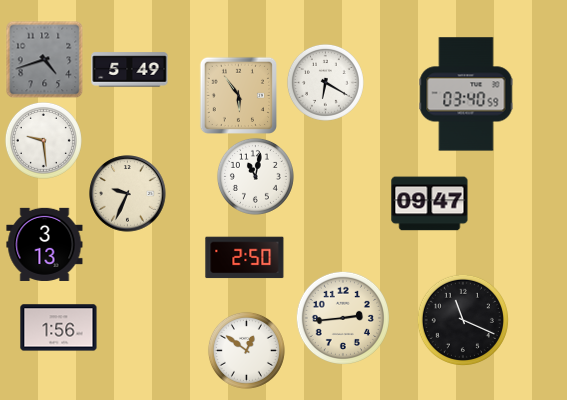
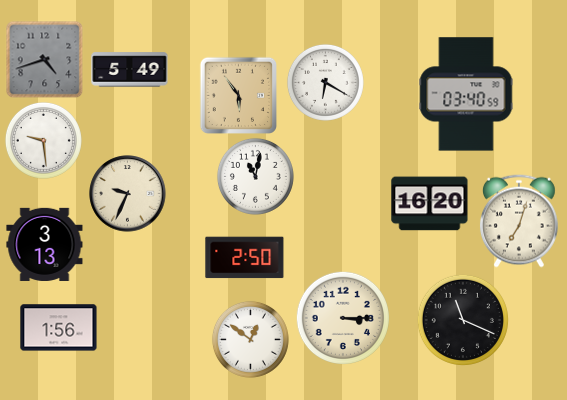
clock at (430, 204): 09:47 -> 16:20
clock at (519, 221): none -> 7:03
clock at (342, 317): 2:44 -> 3:15
clock at (246, 350) position: (246, 350) -> (250, 339)
